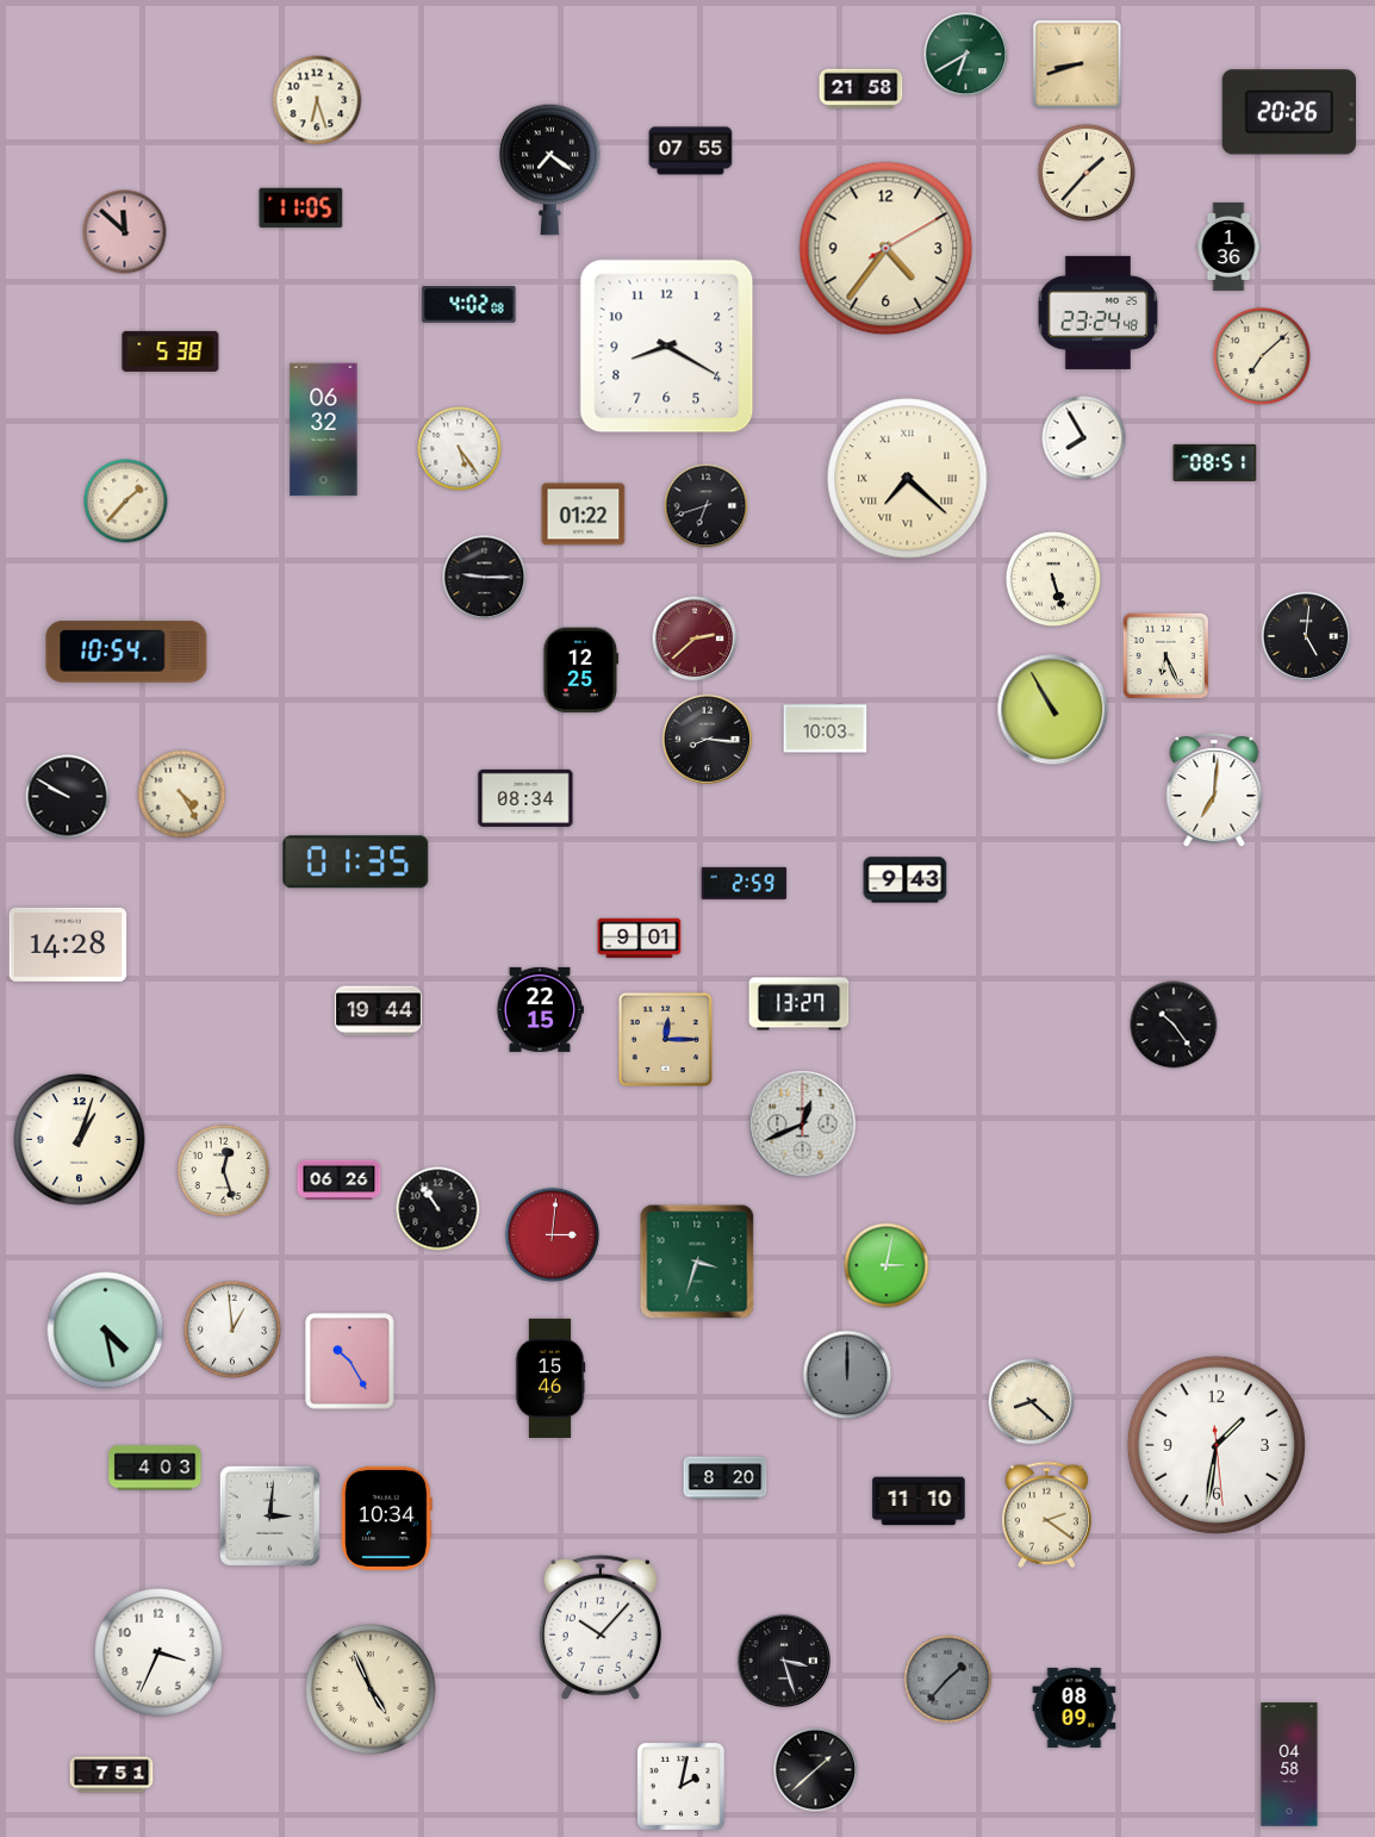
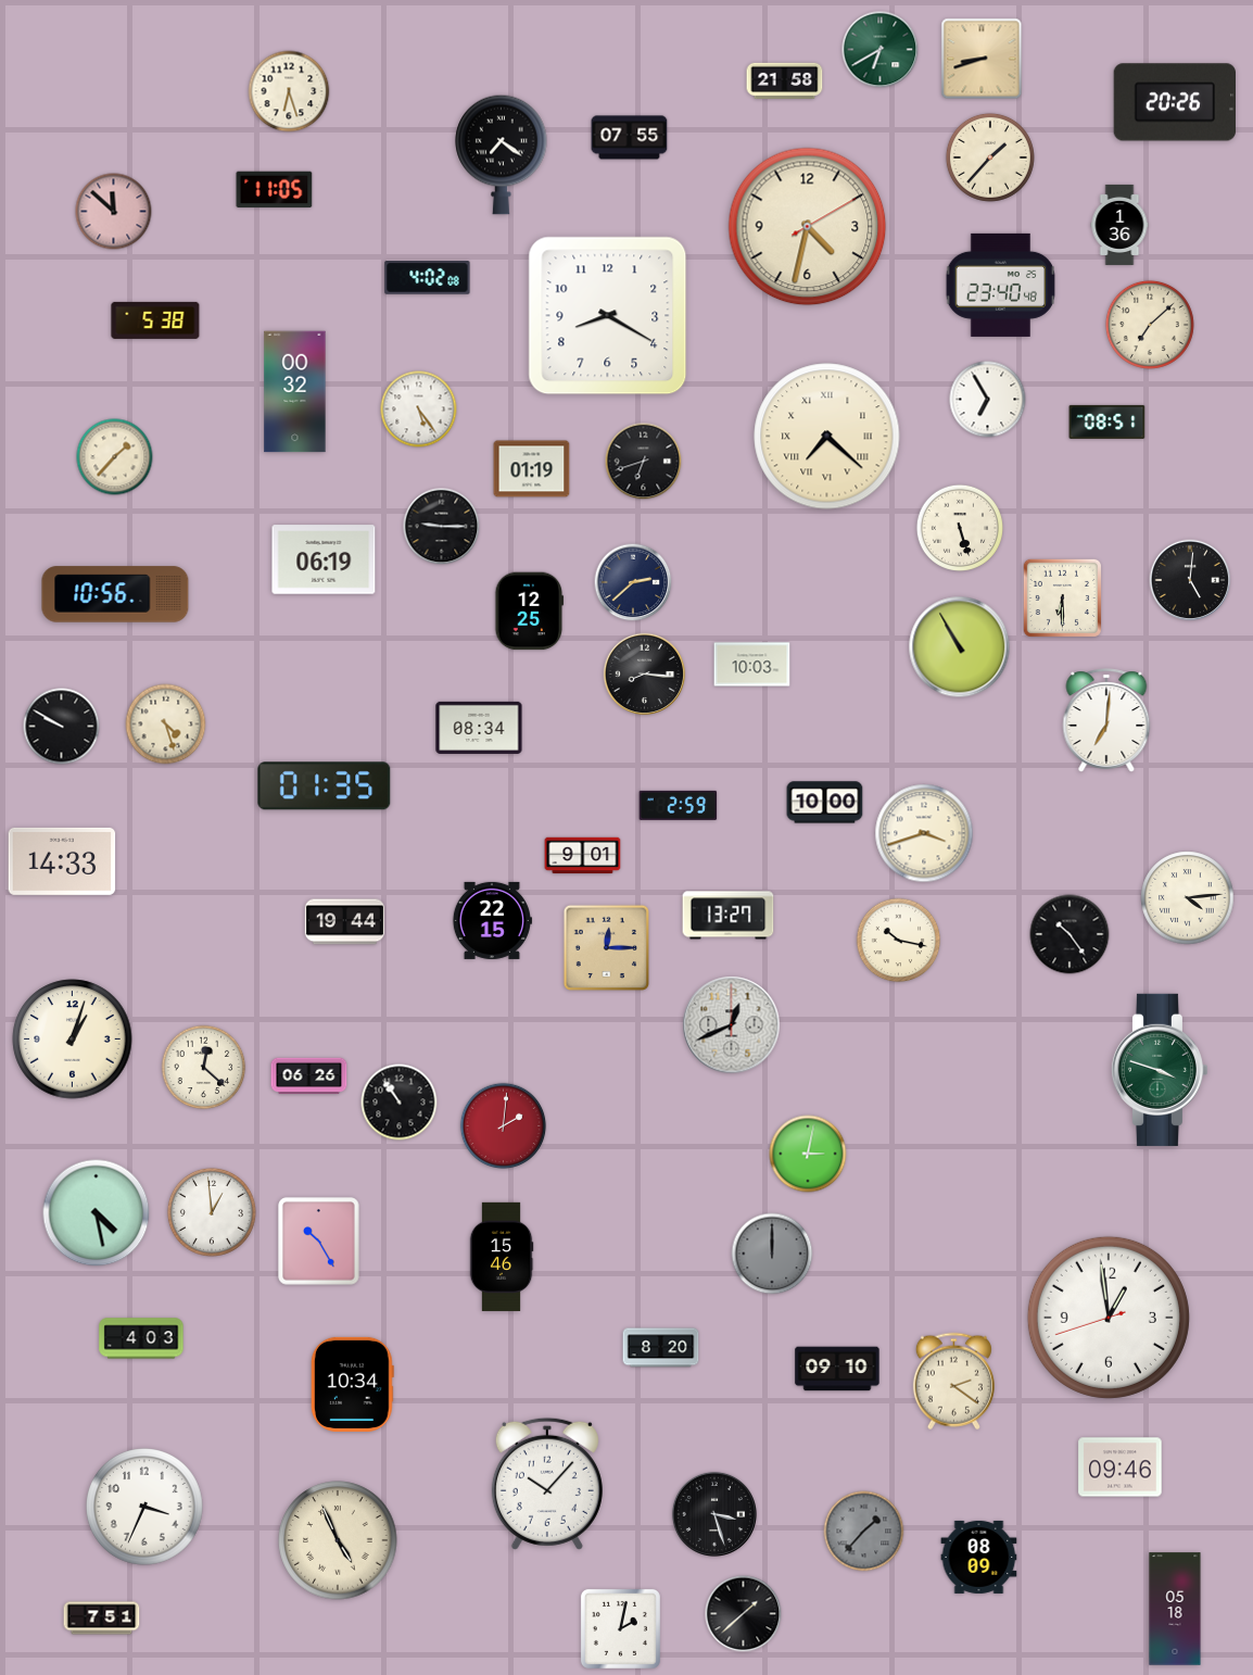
clock at (886, 249): 4:36 -> 4:32
clock at (1097, 312): 23:24 -> 23:40
clock at (324, 430): 06:32 -> 00:32
clock at (1084, 438): 7:55 -> 6:55
clock at (584, 515): 01:22 -> 01:19
clock at (324, 559): none -> 06:19
clock at (695, 639) dial: burgundy -> navy
clock at (126, 652): 10:54 -> 10:56
clock at (1165, 655): 6:26 -> 6:30
clock at (182, 795): 4:25 -> 4:27
clock at (906, 880): 9:43 -> 10:00
clock at (924, 833): none -> 3:42
clock at (68, 945): 14:28 -> 14:33
clock at (1188, 898): none -> 4:14
clock at (899, 941): none -> 10:17
clock at (224, 1171): 12:27 -> 12:22
clock at (1159, 1070): none -> 3:48
clock at (553, 1235): 3:01 -> 2:01
clock at (697, 1262): 3:33 -> none
clock at (1032, 1402): 8:22 -> none
clock at (1217, 1445): 1:31 -> 12:58
clock at (919, 1501): 11:10 -> 09:10
clock at (269, 1515): 3:01 -> none
clock at (1121, 1468): none -> 09:46
clock at (1289, 1764): 04:58 -> 05:18
